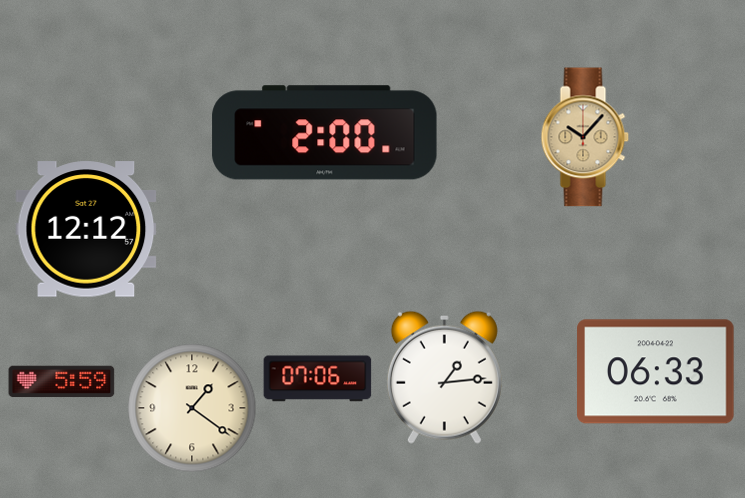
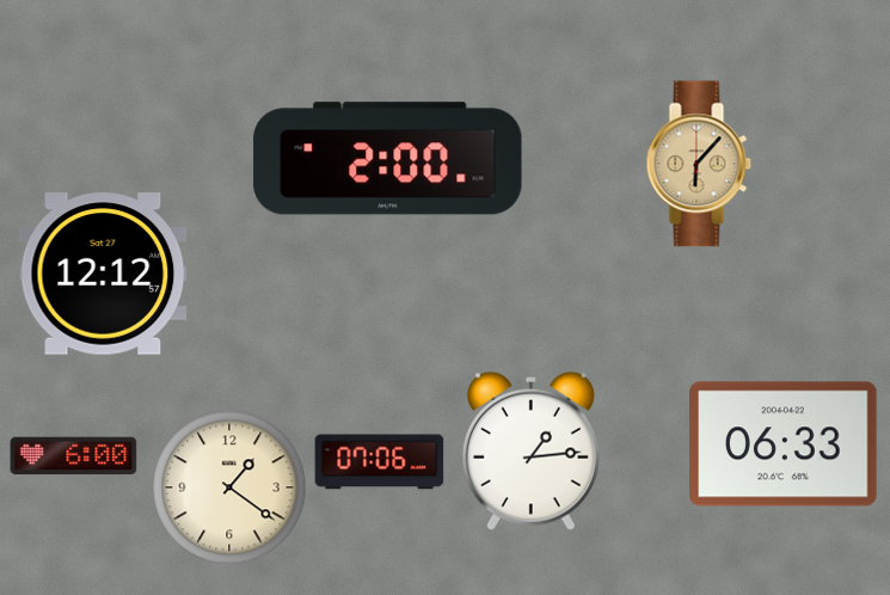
clock at (585, 137): 10:07 -> 6:07
clock at (318, 379) position: (318, 379) -> (380, 462)
clock at (62, 382): 5:59 -> 6:00
